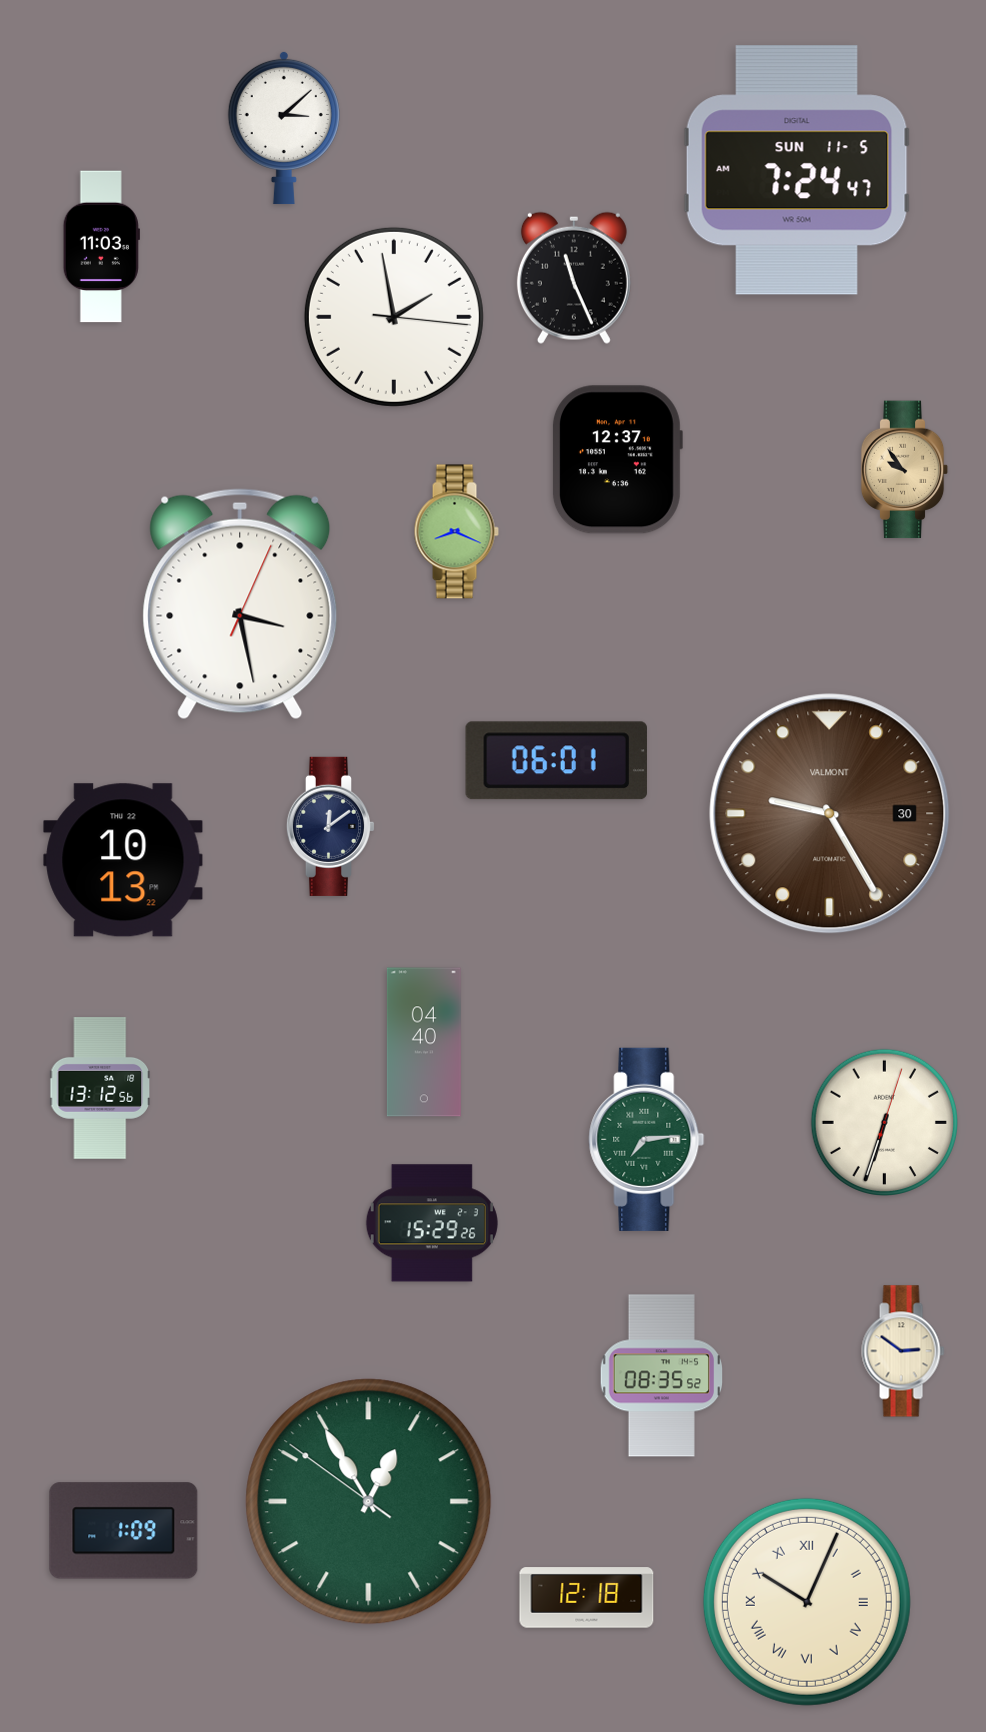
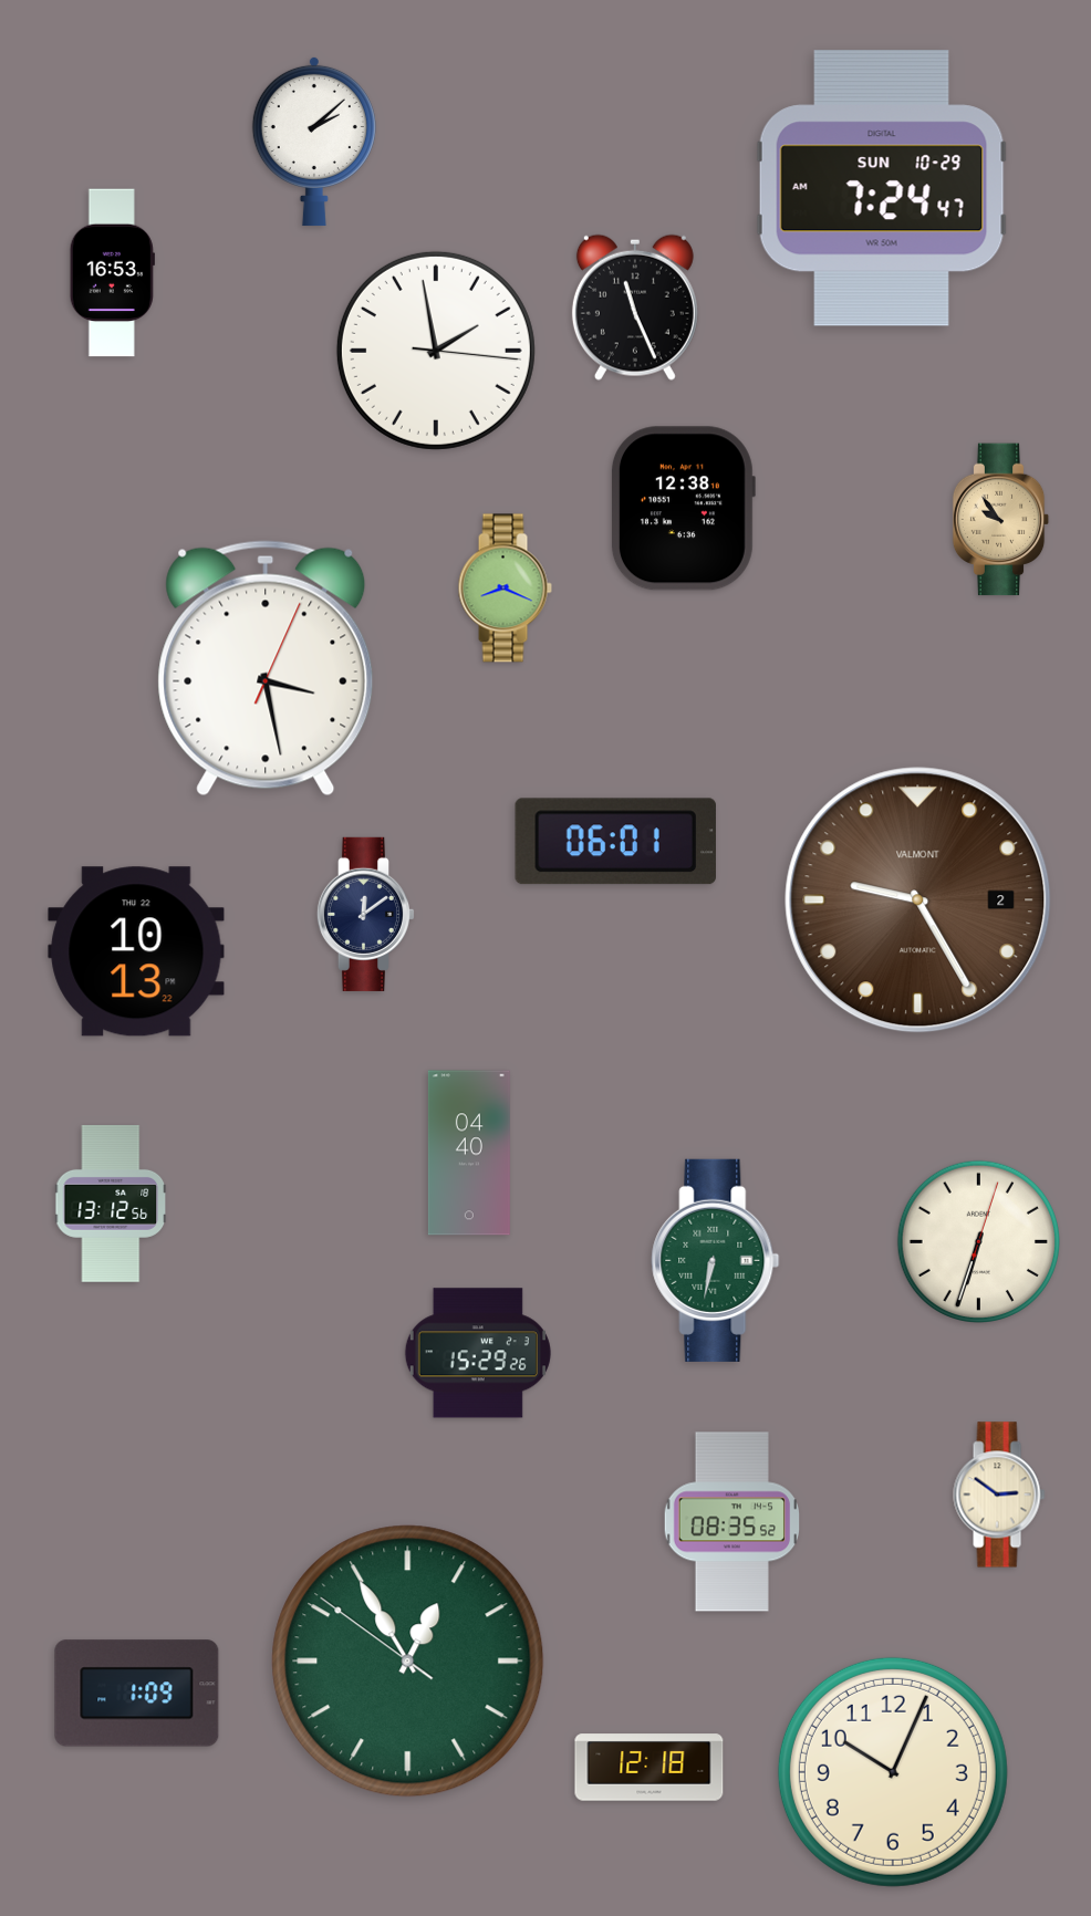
clock at (284, 128): 3:08 -> 2:08
clock at (797, 170) date: SUN 11-5 -> SUN 10-29
clock at (101, 247): 11:03 -> 16:53
clock at (617, 460): 12:37 -> 12:38
clock at (830, 814) date: 30 -> 2
clock at (647, 1139): 7:14 -> 6:32
clock at (807, 1602) numerals: Roman -> Arabic
